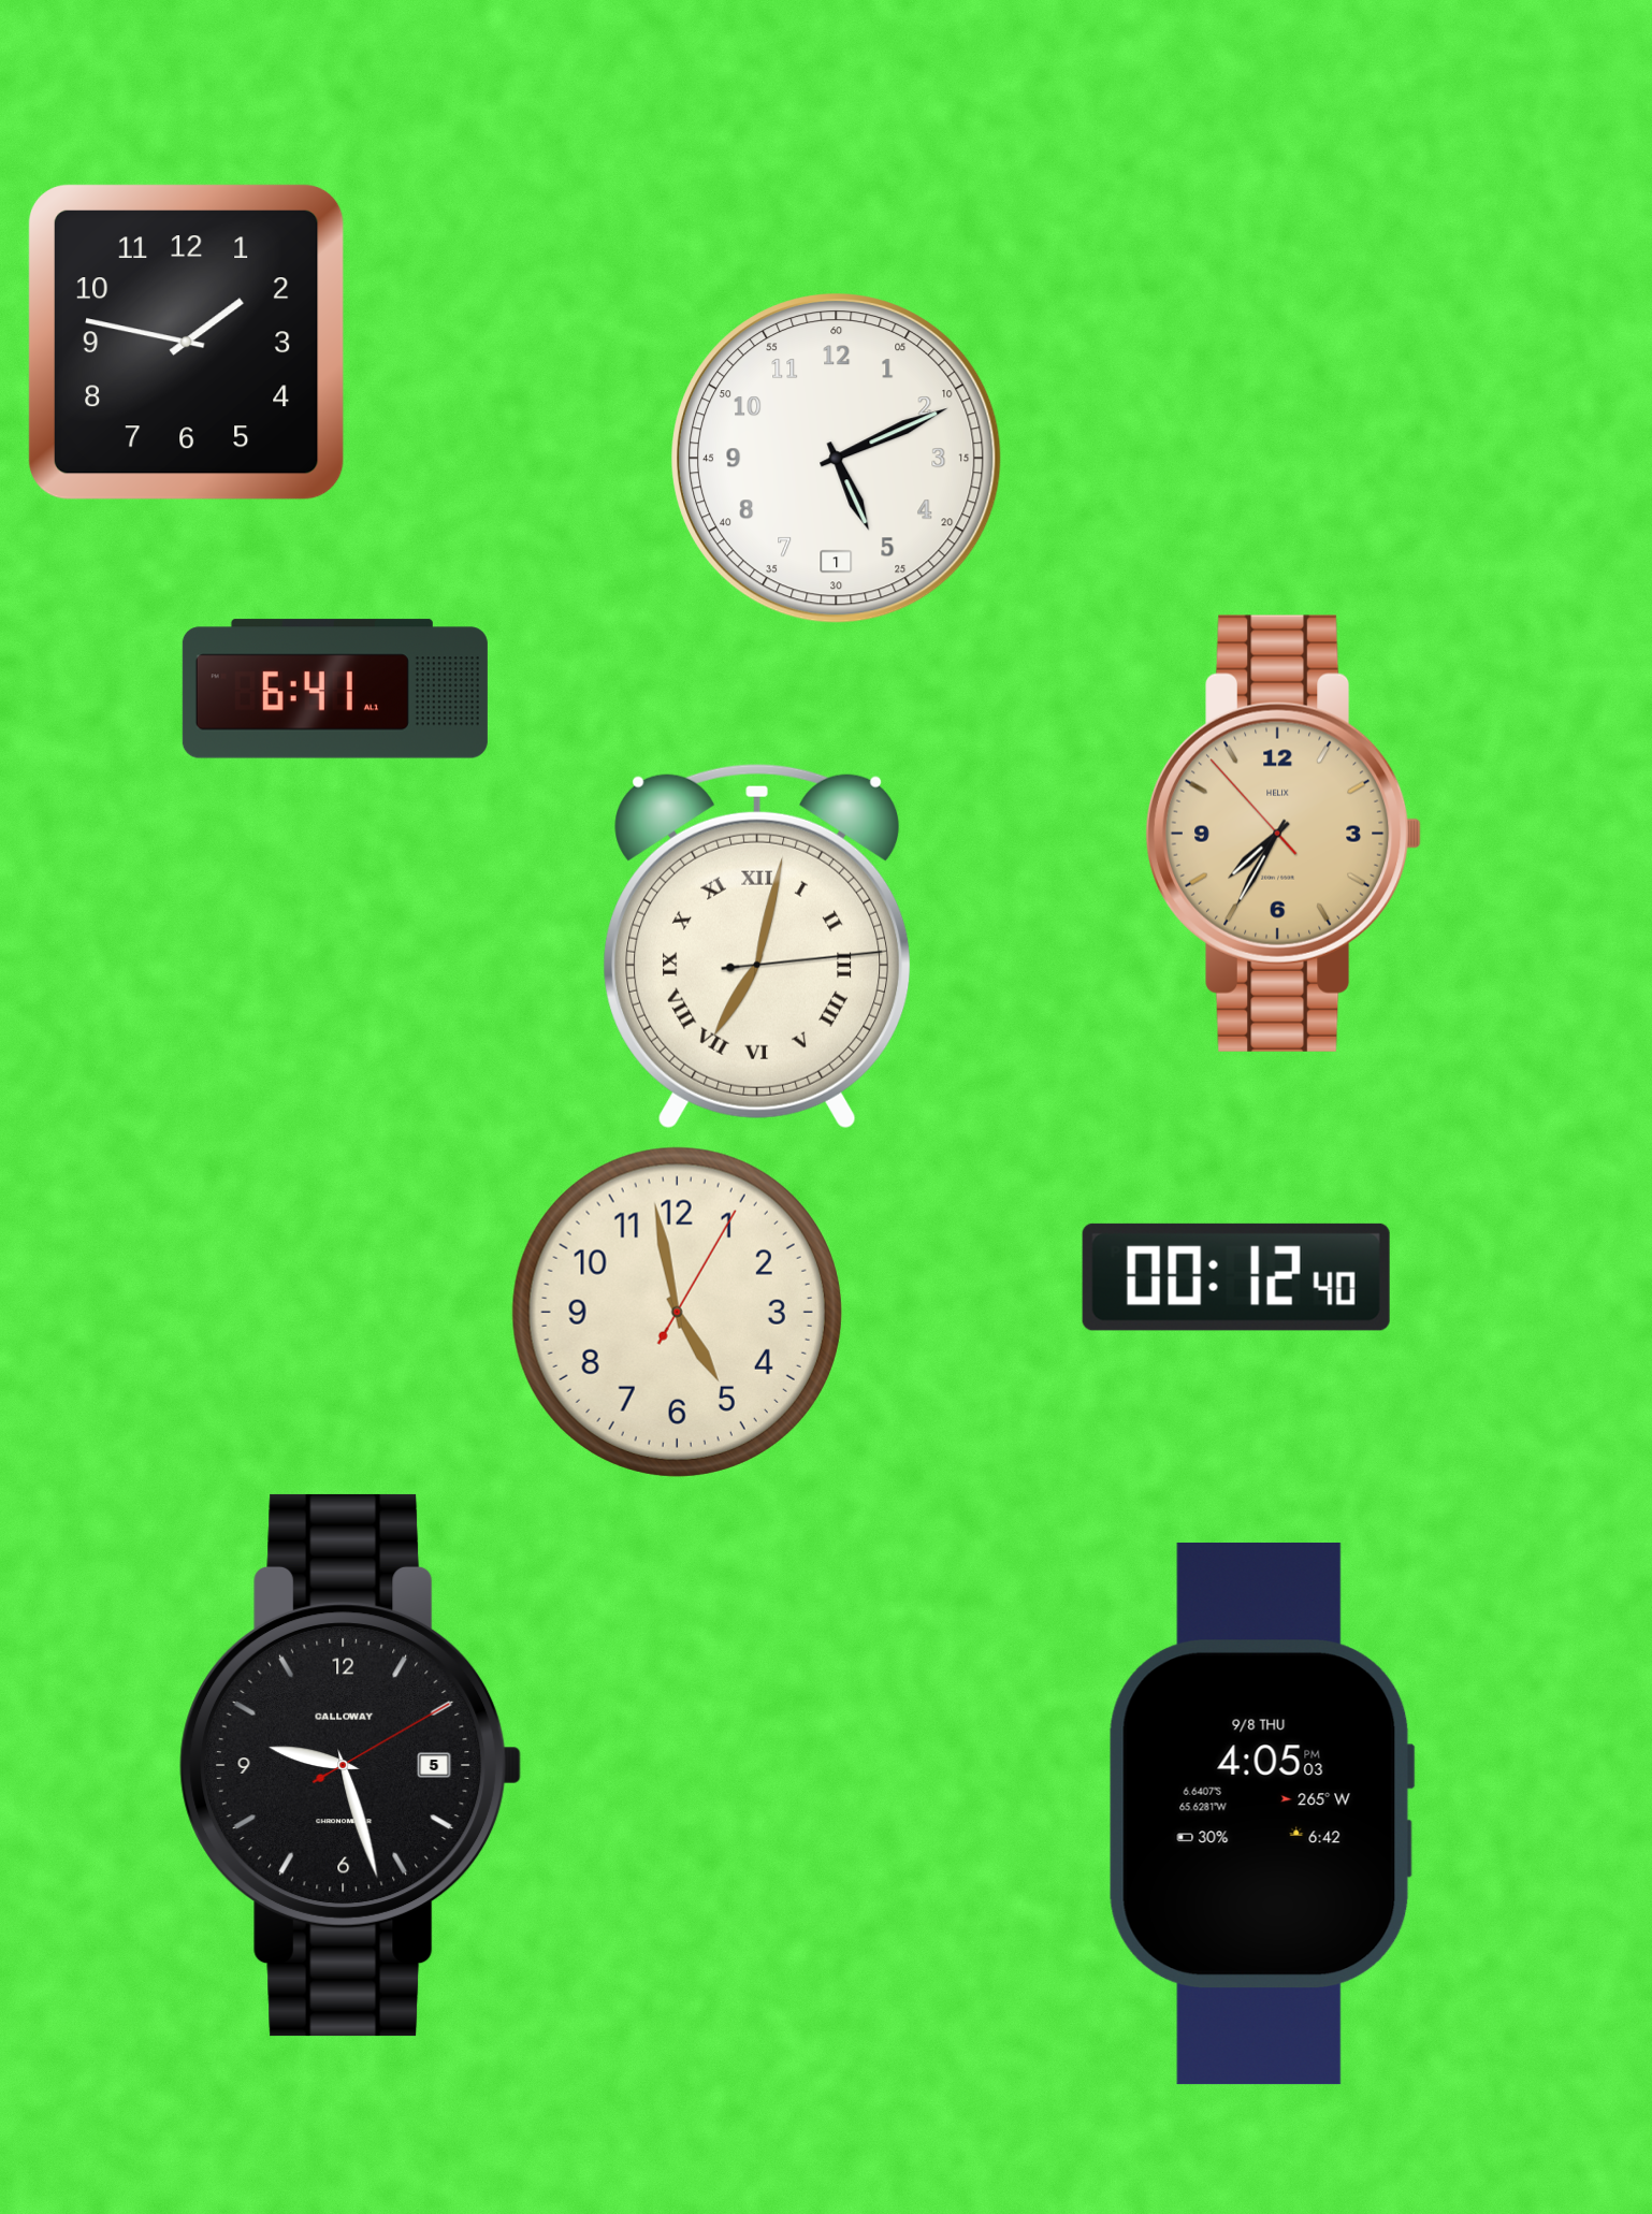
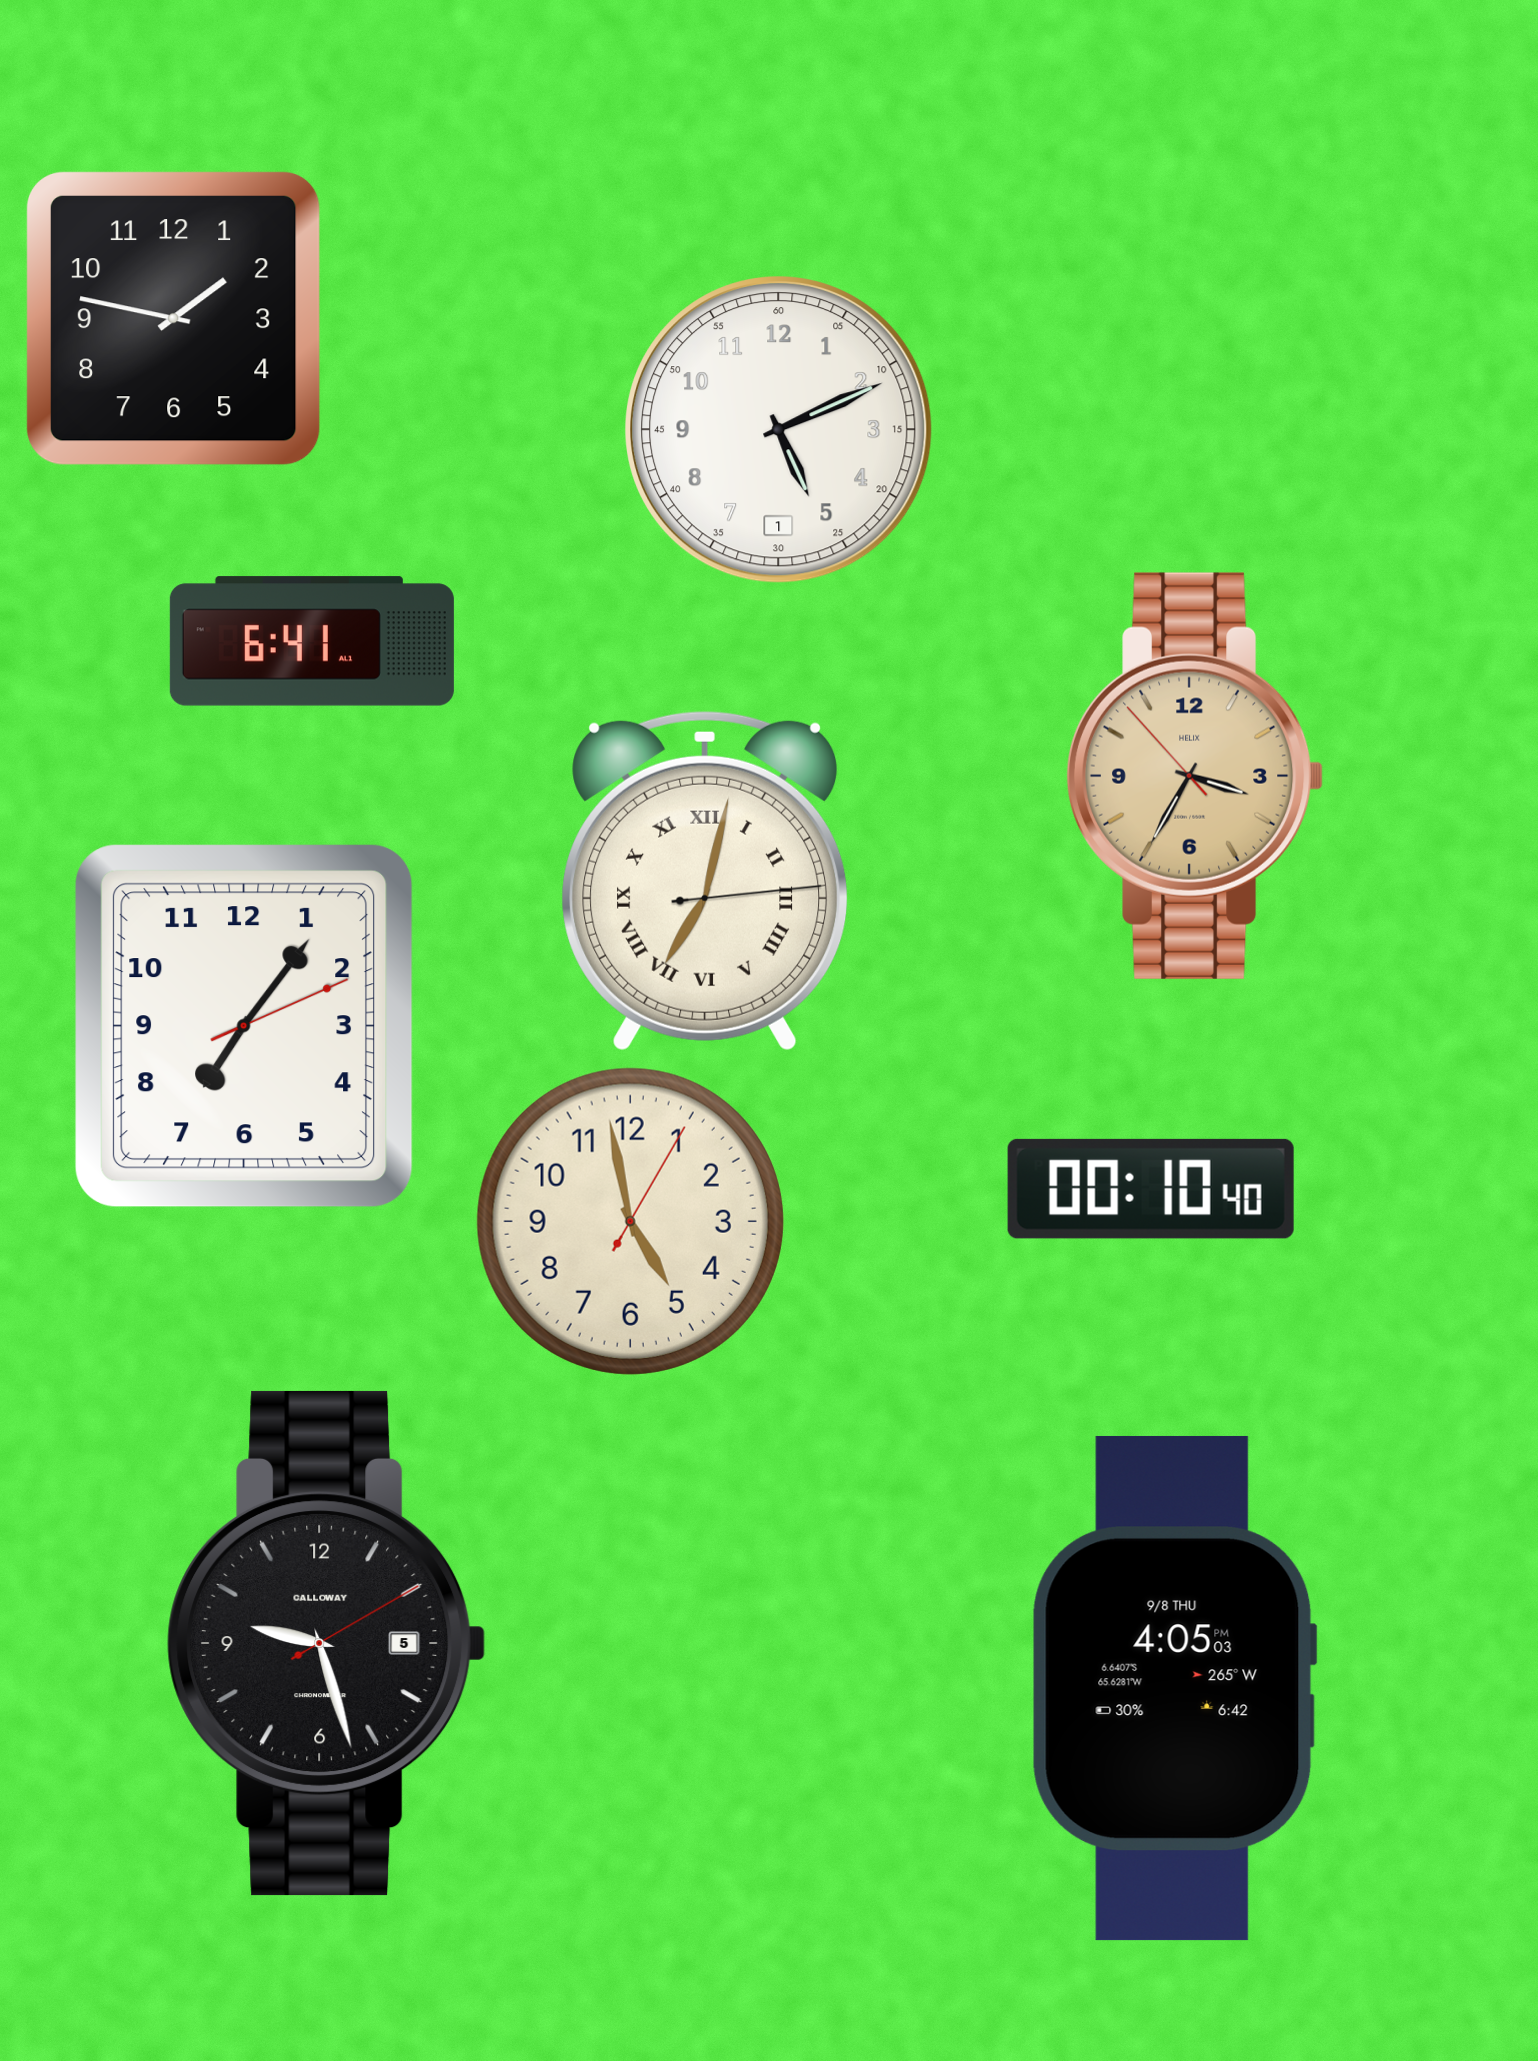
clock at (837, 459) position: (837, 459) -> (779, 430)
clock at (1284, 834): 7:34 -> 3:34
clock at (244, 1026): none -> 7:06
clock at (1236, 1277): 00:12 -> 00:10
